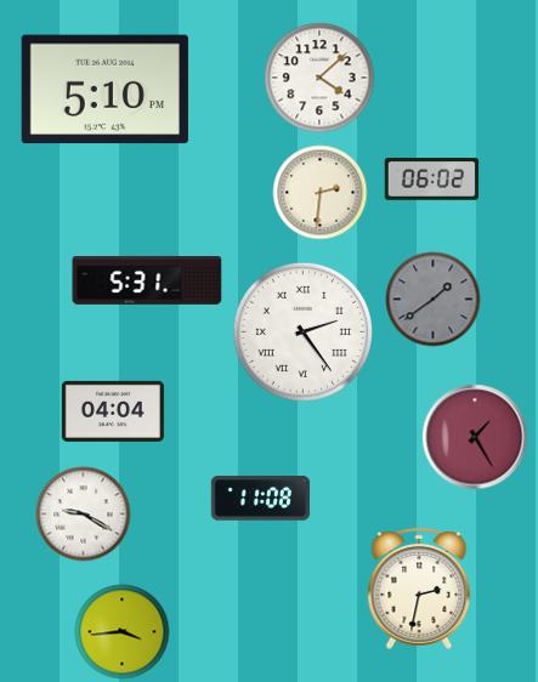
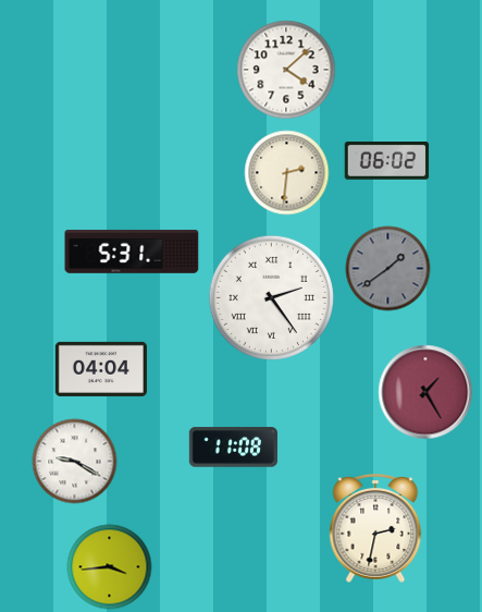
clock at (104, 90): 5:10 -> none
